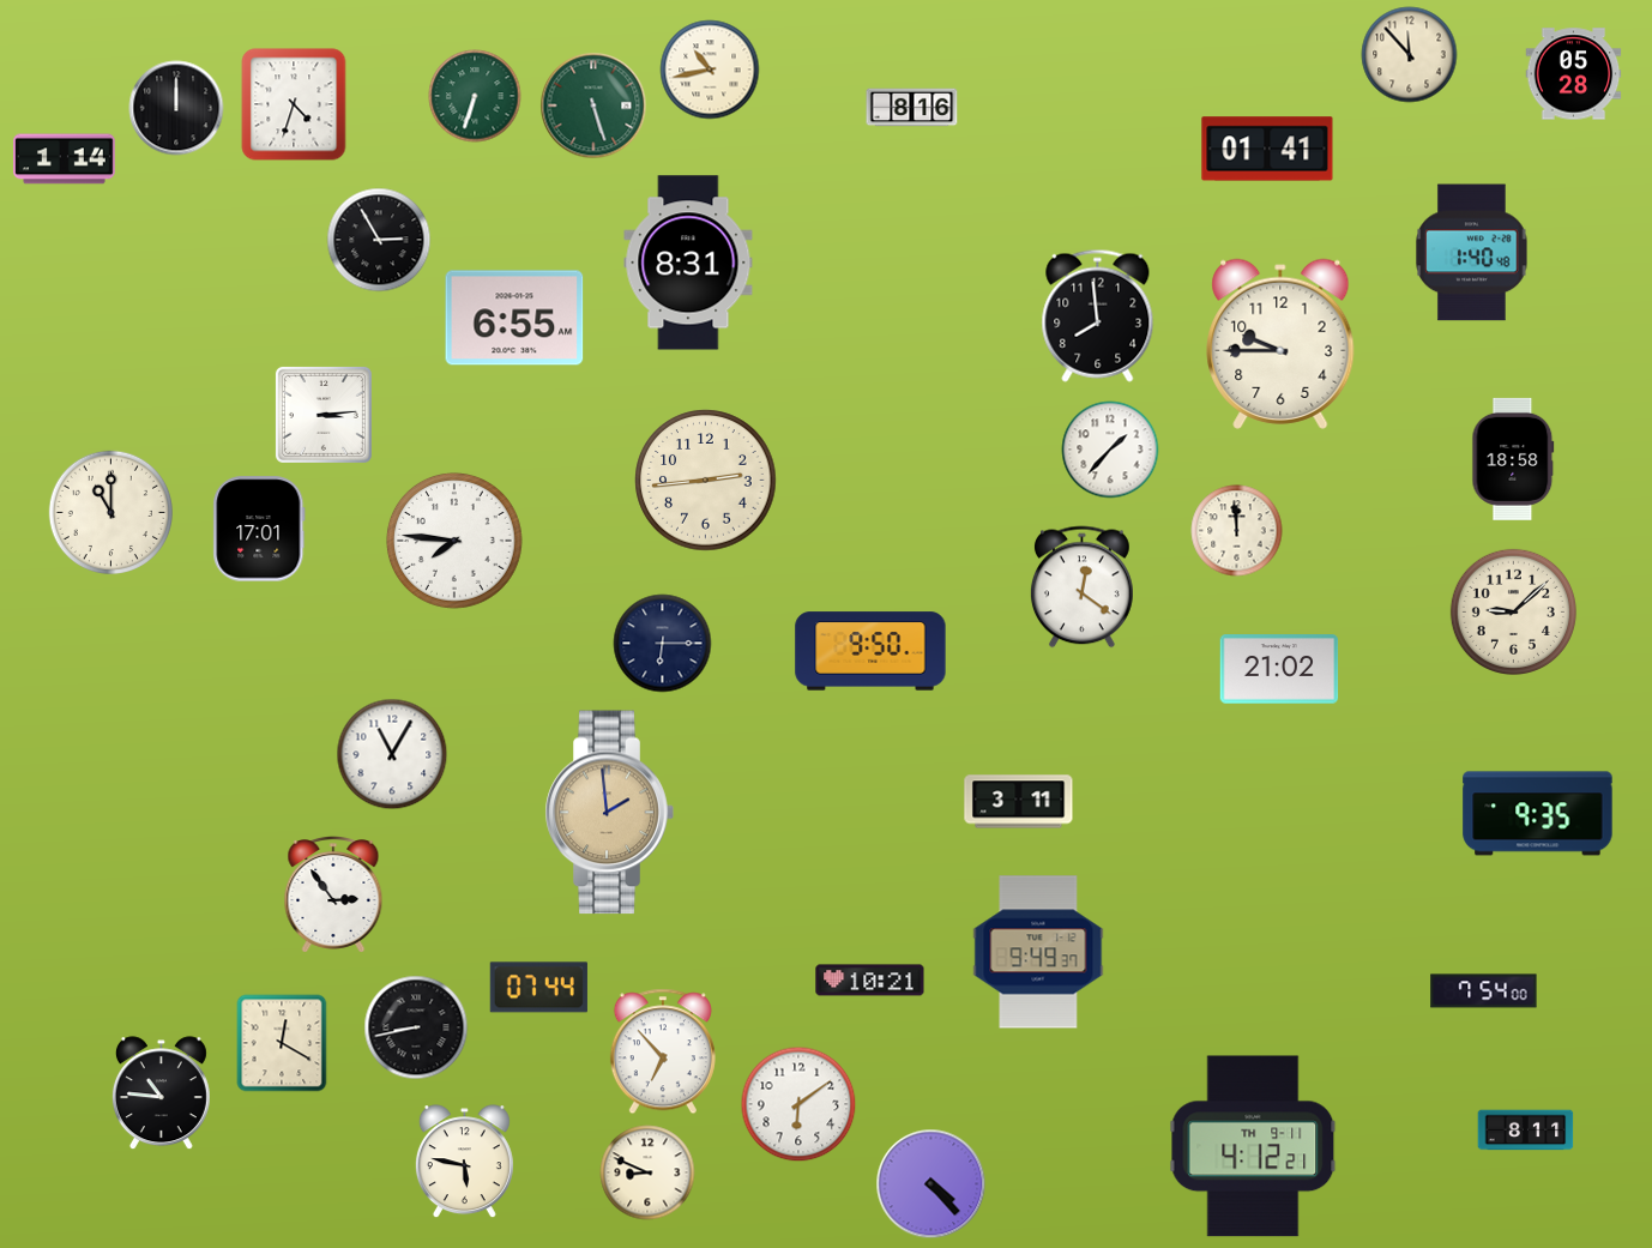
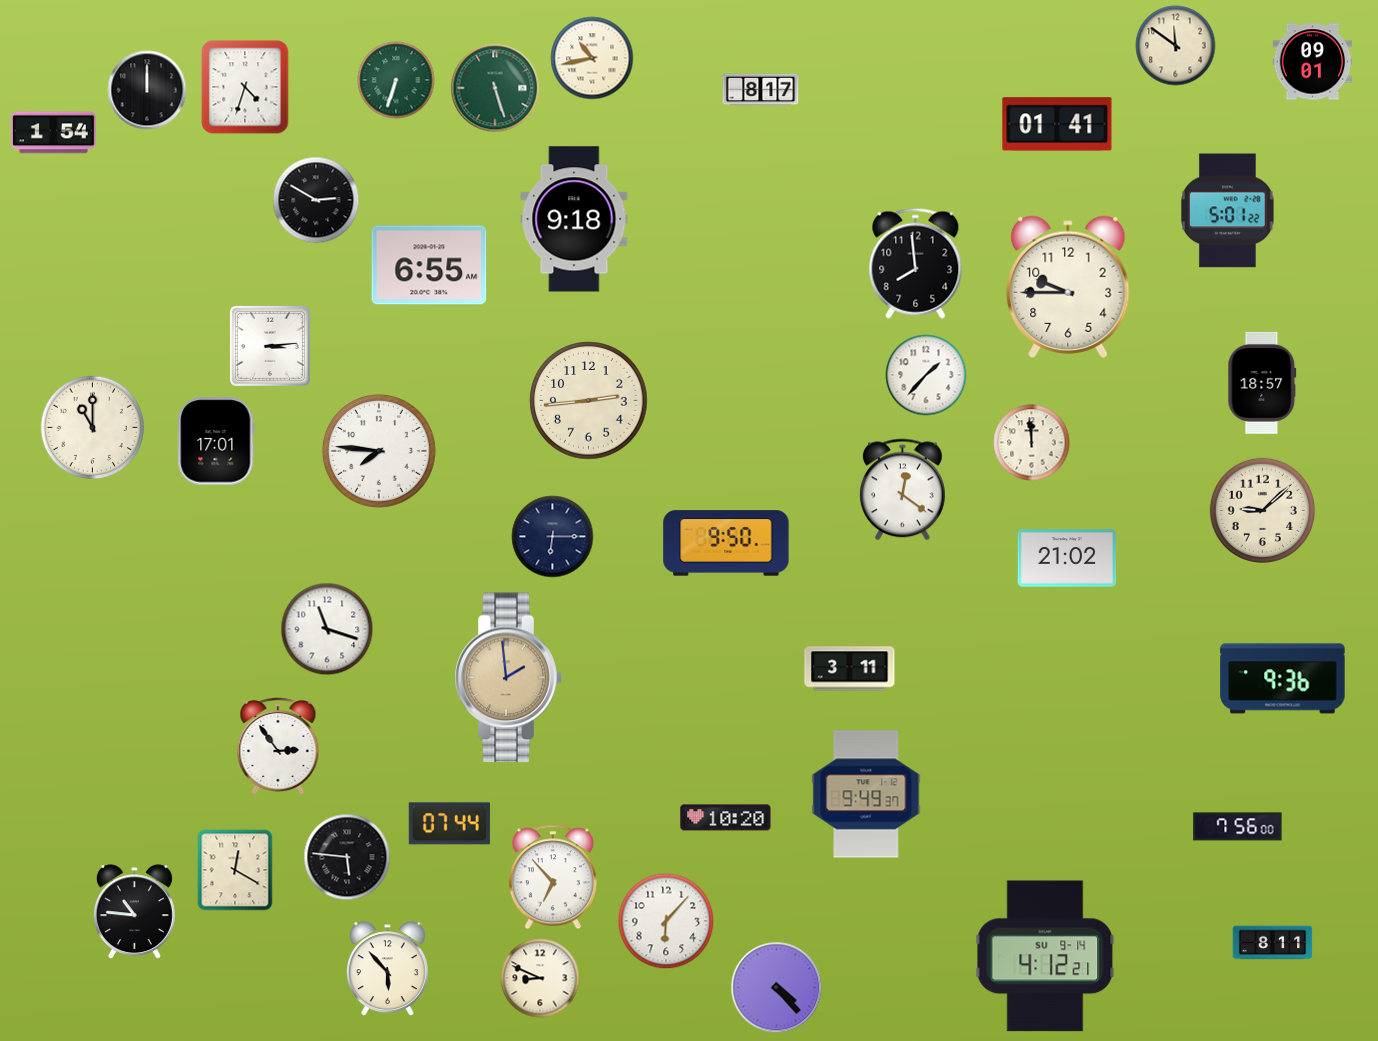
clock at (1410, 55): 11:53 -> 11:51
clock at (1574, 74): 05:28 -> 09:01
clock at (912, 108): 8:16 -> 8:17
clock at (65, 159): 1:14 -> 1:54
clock at (379, 240): 2:55 -> 2:50
clock at (1472, 253): 1:40 -> 5:01
clock at (688, 263): 8:31 -> 9:18
clock at (1513, 459): 18:58 -> 18:57
clock at (392, 754): 11:05 -> 11:18
clock at (1538, 814): 9:35 -> 9:36
clock at (870, 981): 10:21 -> 10:20
clock at (1484, 991): 7:54 -> 7:56
clock at (416, 1027): 8:43 -> 5:46
clock at (798, 1104): 6:09 -> 6:07
clock at (1253, 1146) date: TH 9-11 -> SU 9-14
clock at (464, 1162): 5:47 -> 5:53
